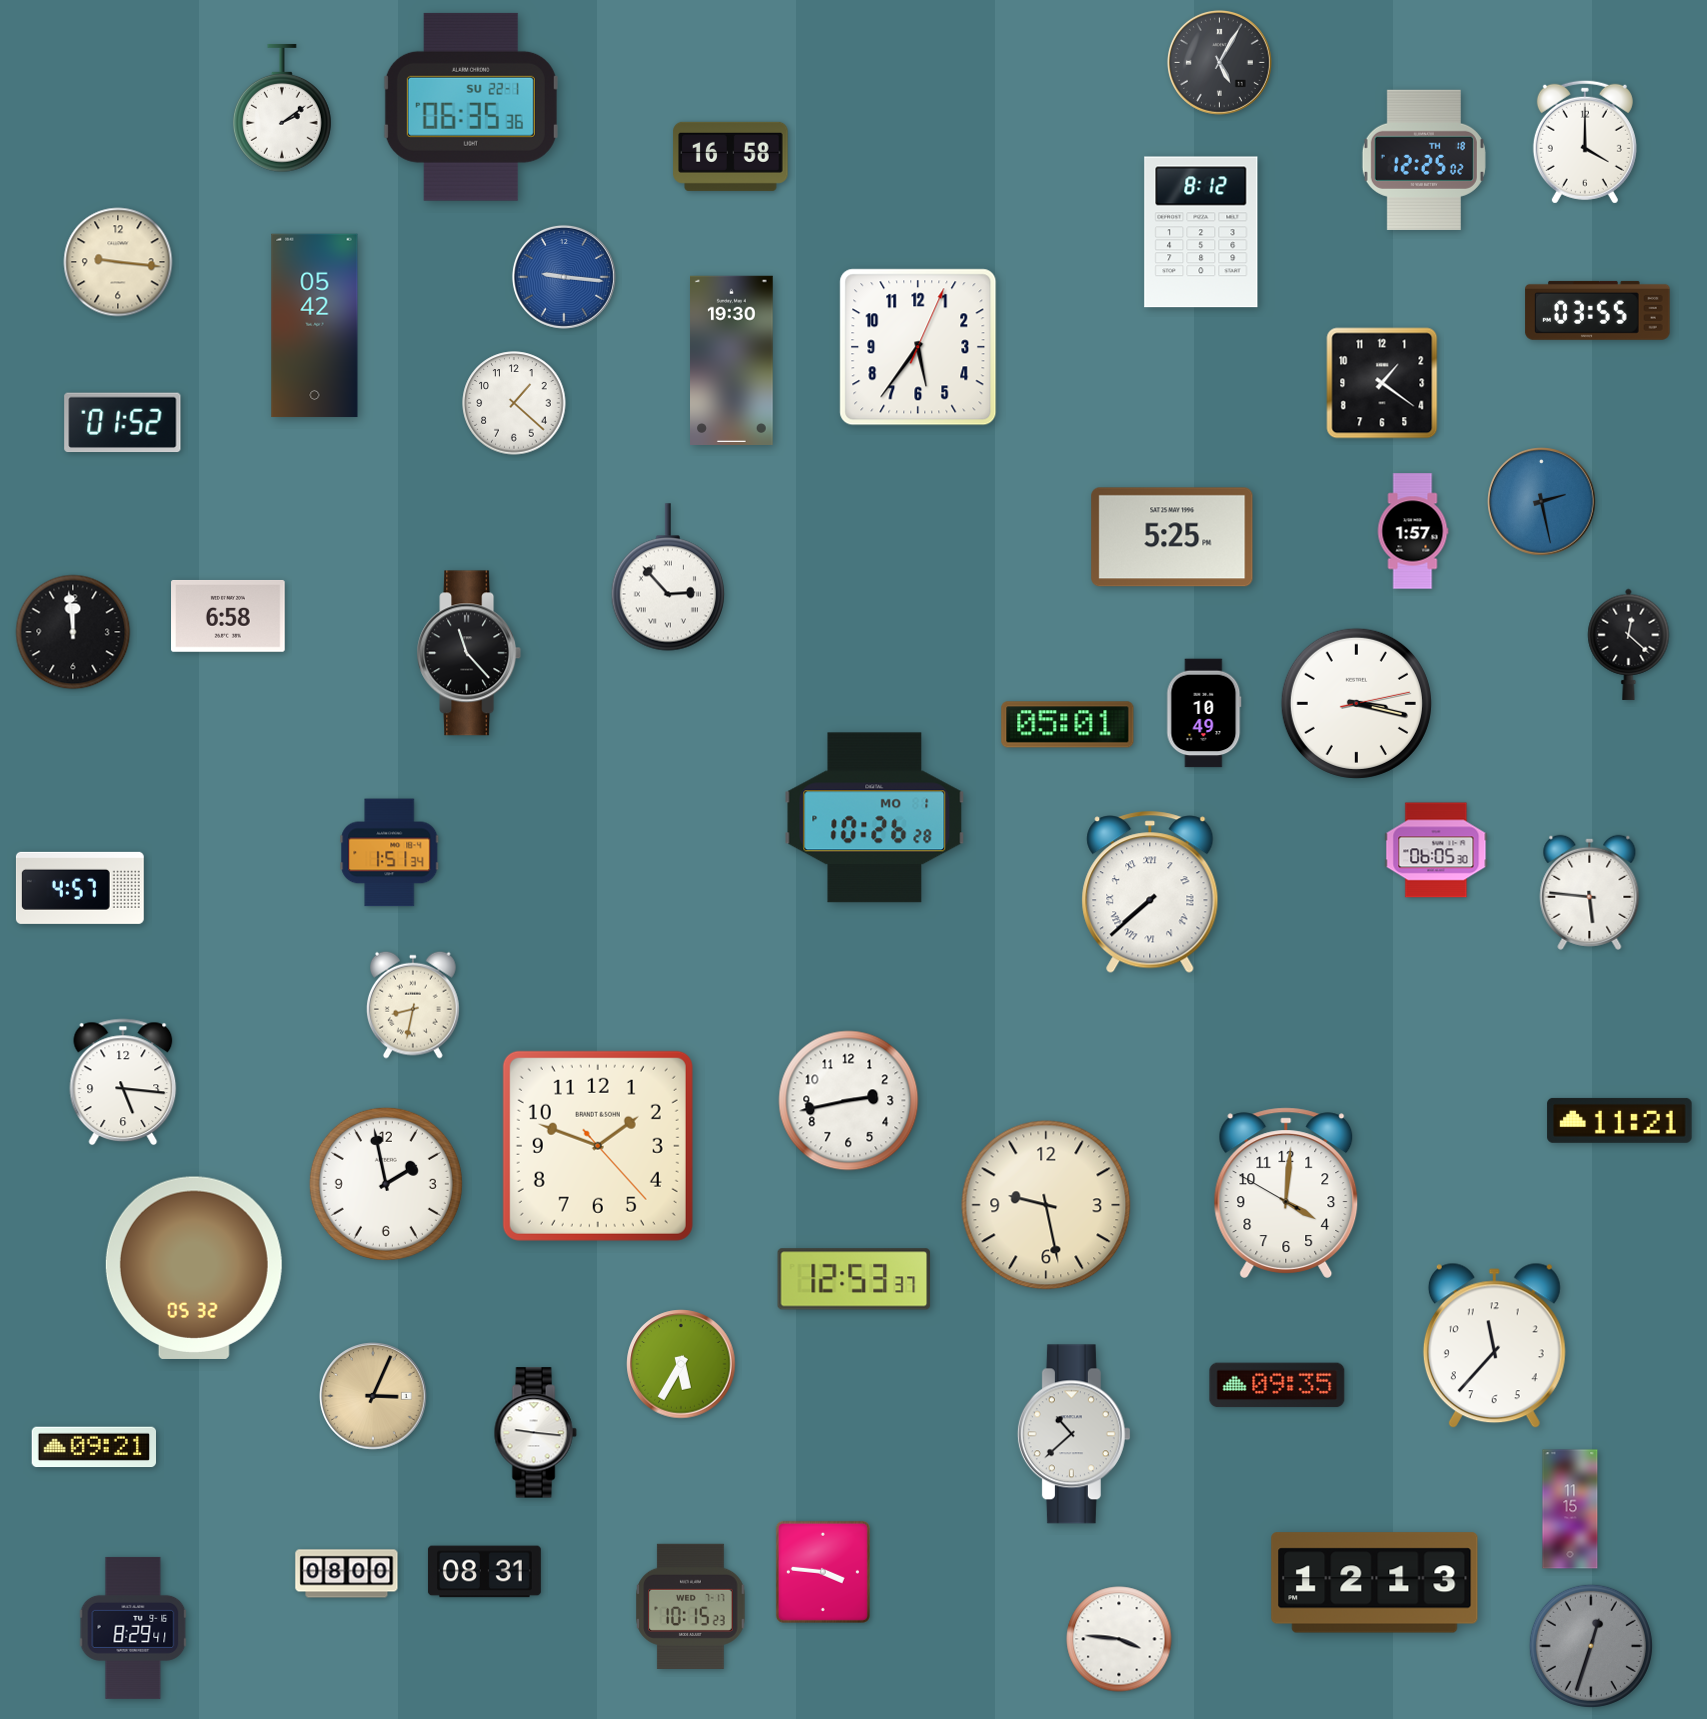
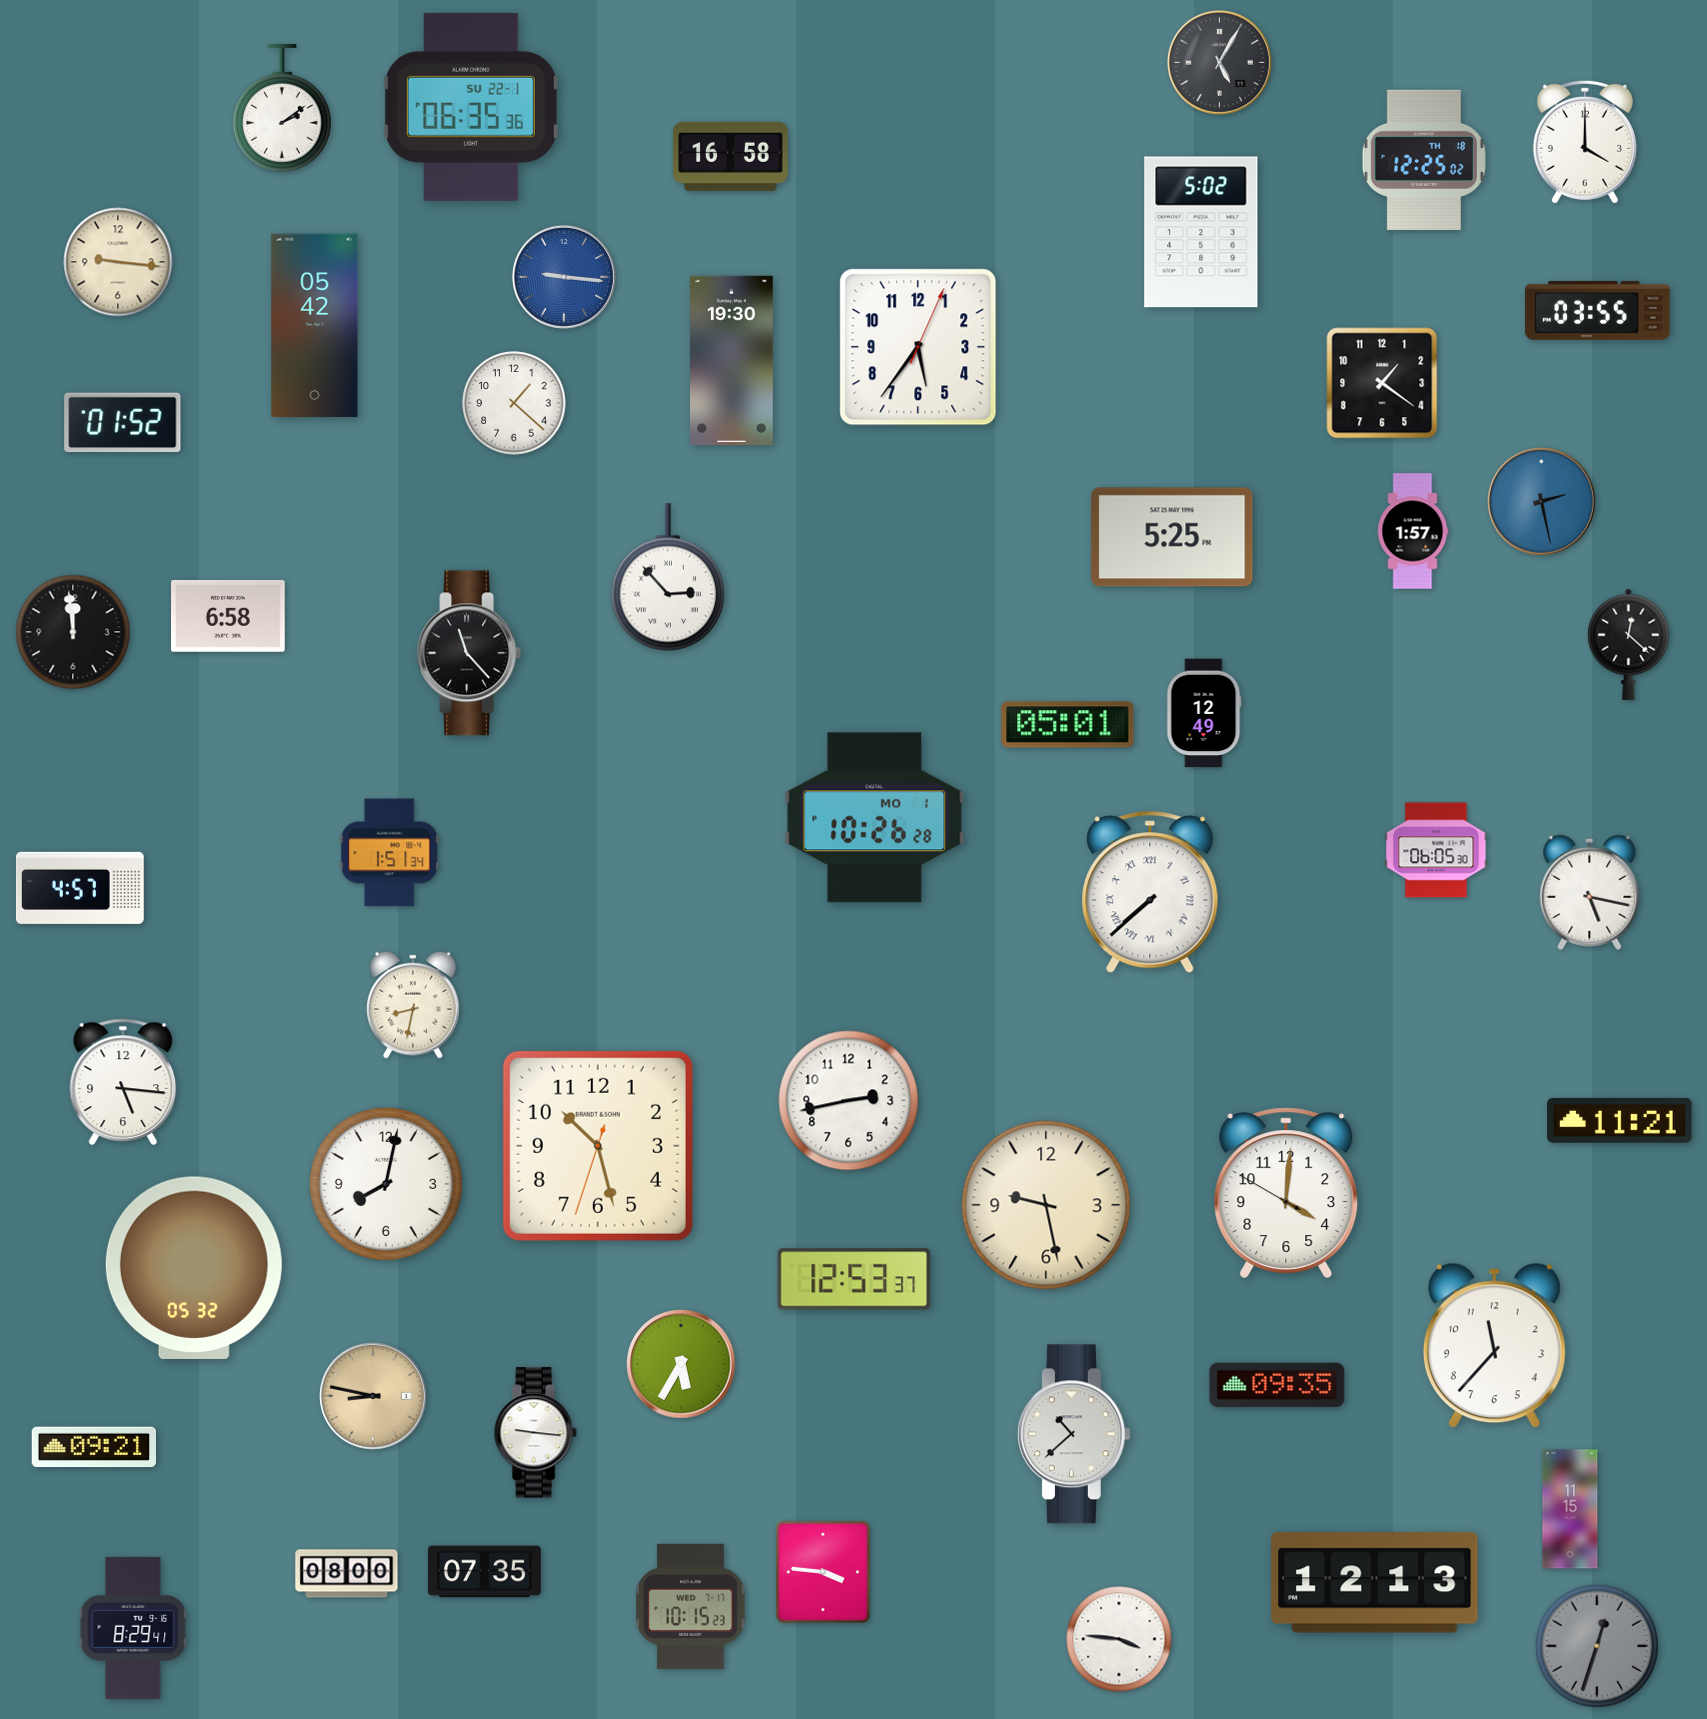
clock at (1201, 232): 8:12 -> 5:02
clock at (1356, 703): 3:17 -> none
clock at (1204, 713): 10:49 -> 12:49
clock at (1590, 892): 5:46 -> 5:17
clock at (598, 1146): 1:48 -> 10:27
clock at (386, 1184): 1:58 -> 8:02
clock at (373, 1396): 3:04 -> 8:47
clock at (484, 1572): 08:31 -> 07:35
clock at (1591, 1646) position: (1591, 1646) -> (1597, 1646)
